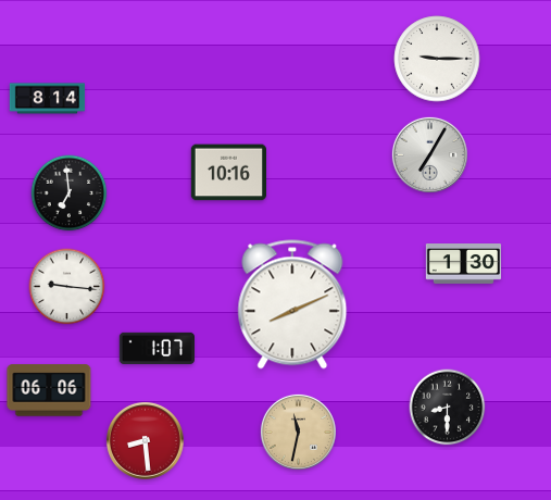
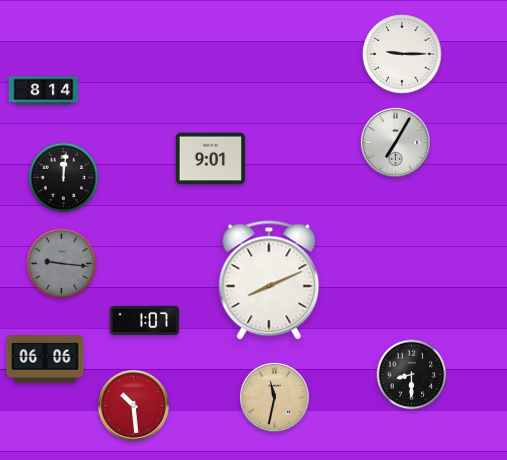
clock at (228, 173): 10:16 -> 9:01
clock at (70, 193): 6:59 -> 12:01
clock at (464, 264): 1:30 -> none
clock at (67, 287) dial: white -> grey
clock at (145, 440): 8:29 -> 10:29
